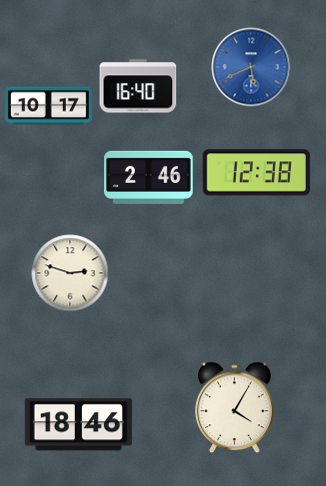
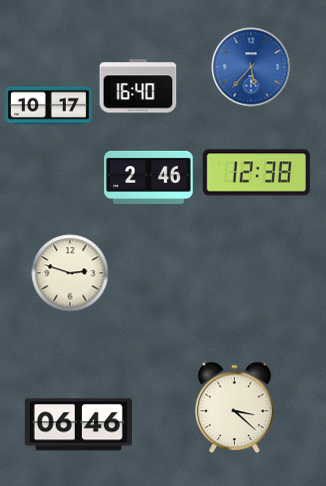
clock at (251, 67): 5:41 -> 5:37
clock at (235, 408): 4:05 -> 3:22
clock at (78, 425): 18:46 -> 06:46
